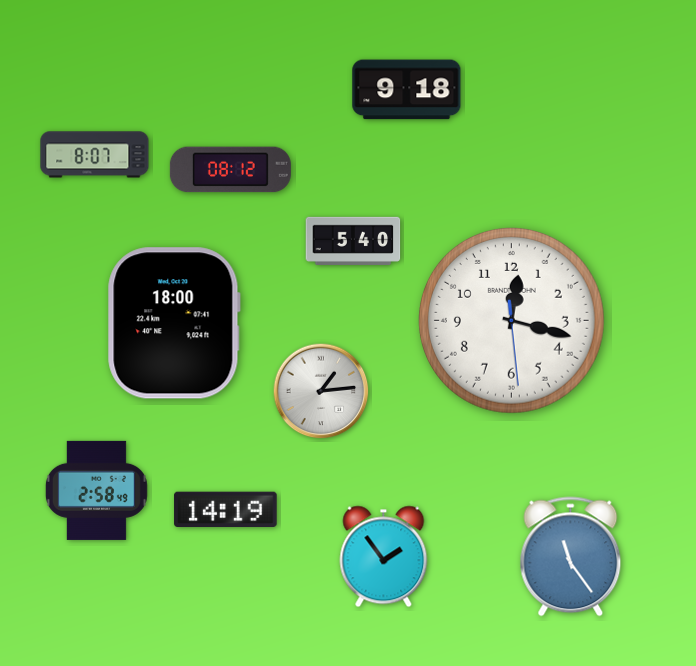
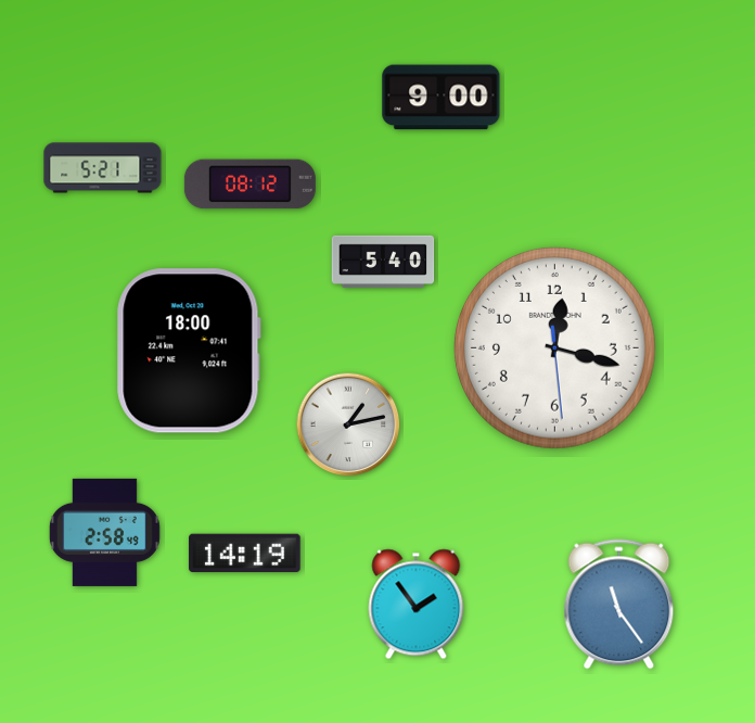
clock at (407, 90): 9:18 -> 9:00
clock at (95, 155): 8:07 -> 5:21
clock at (321, 391): 1:14 -> 1:13
